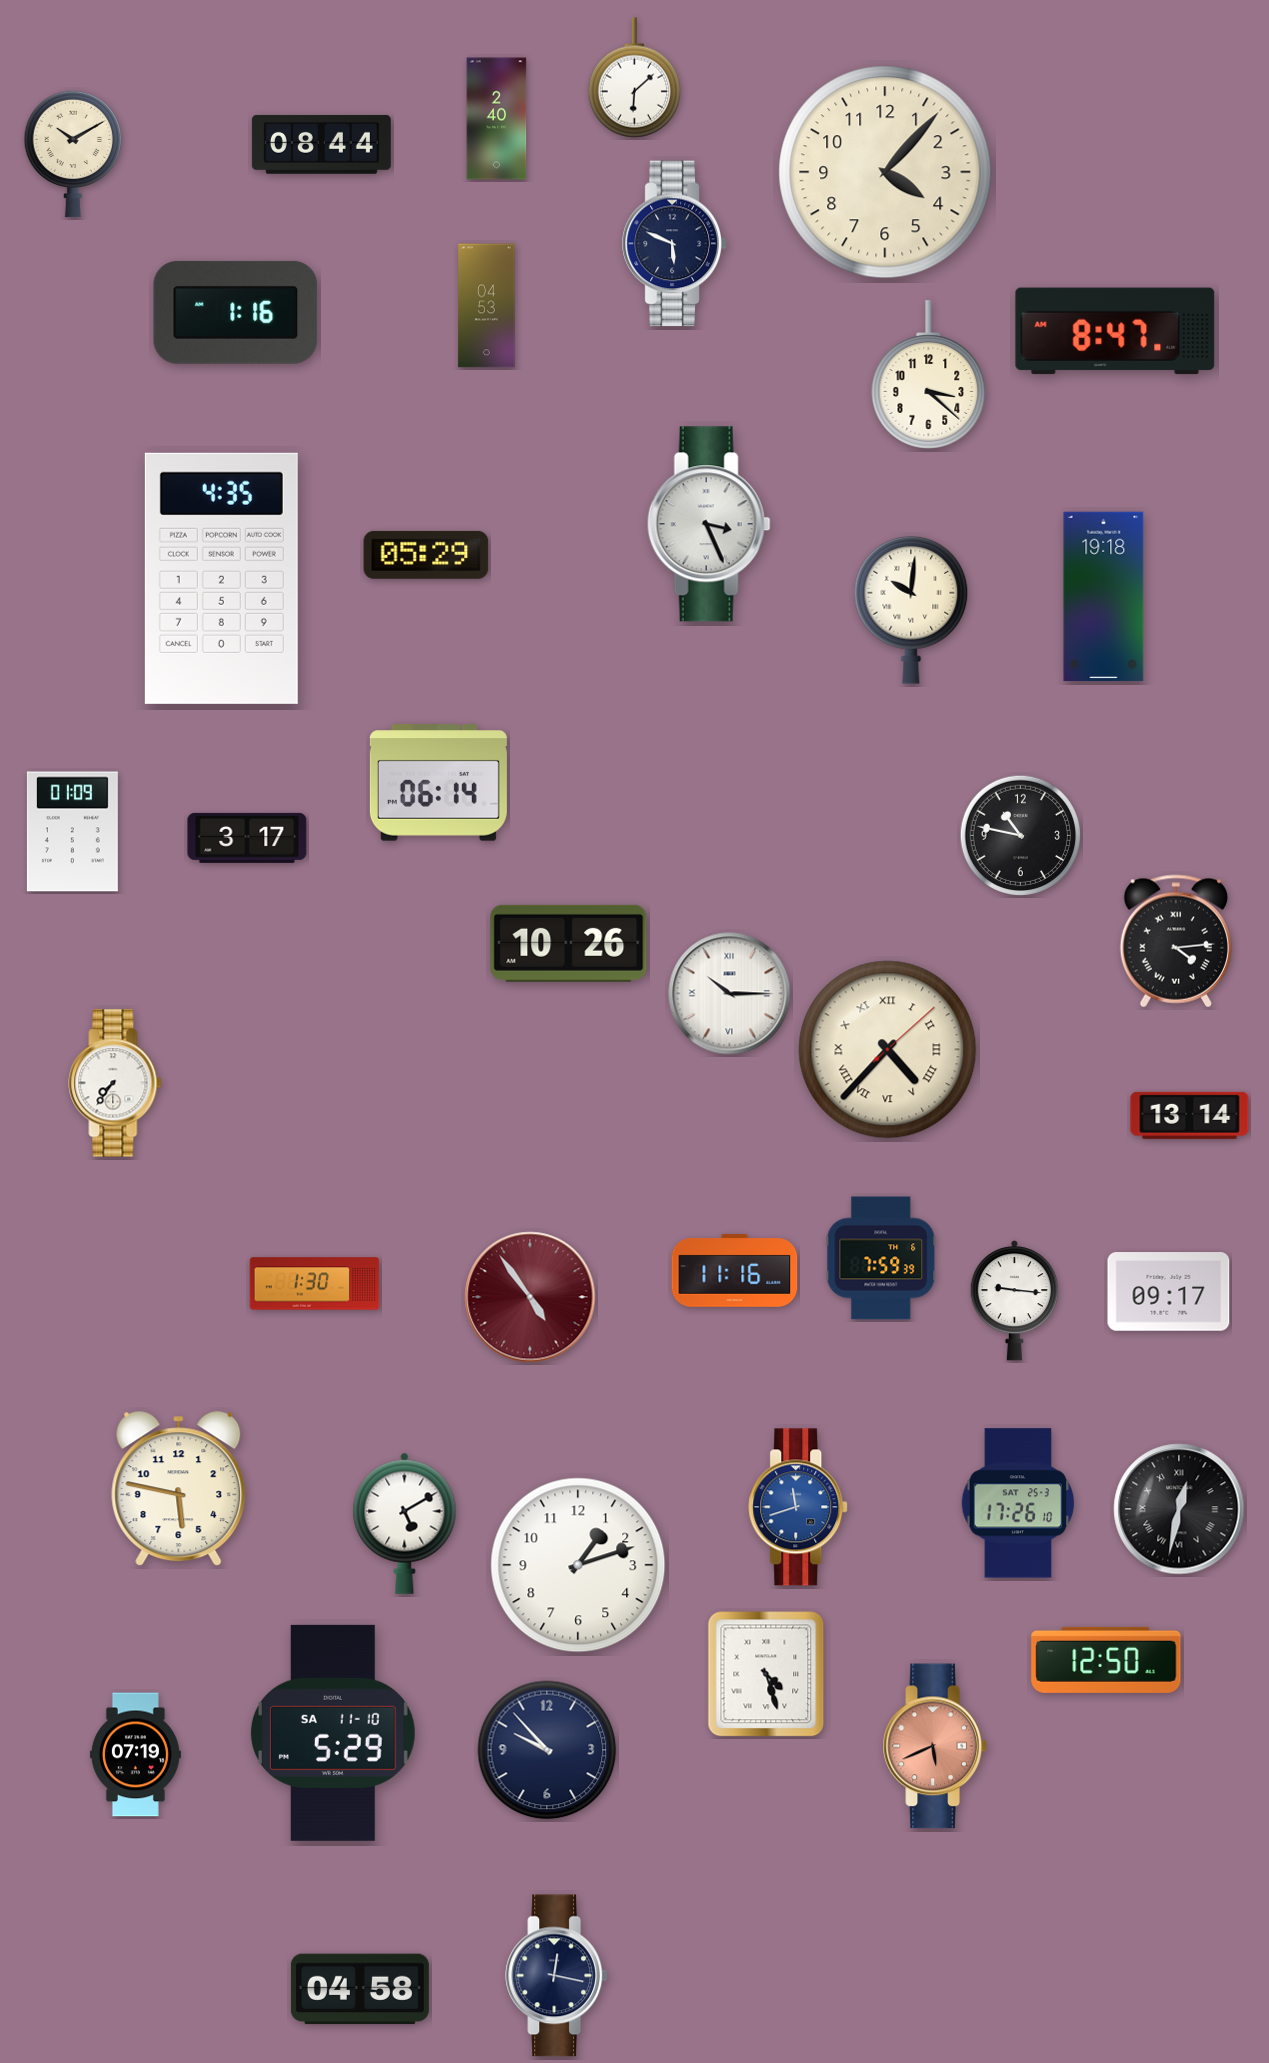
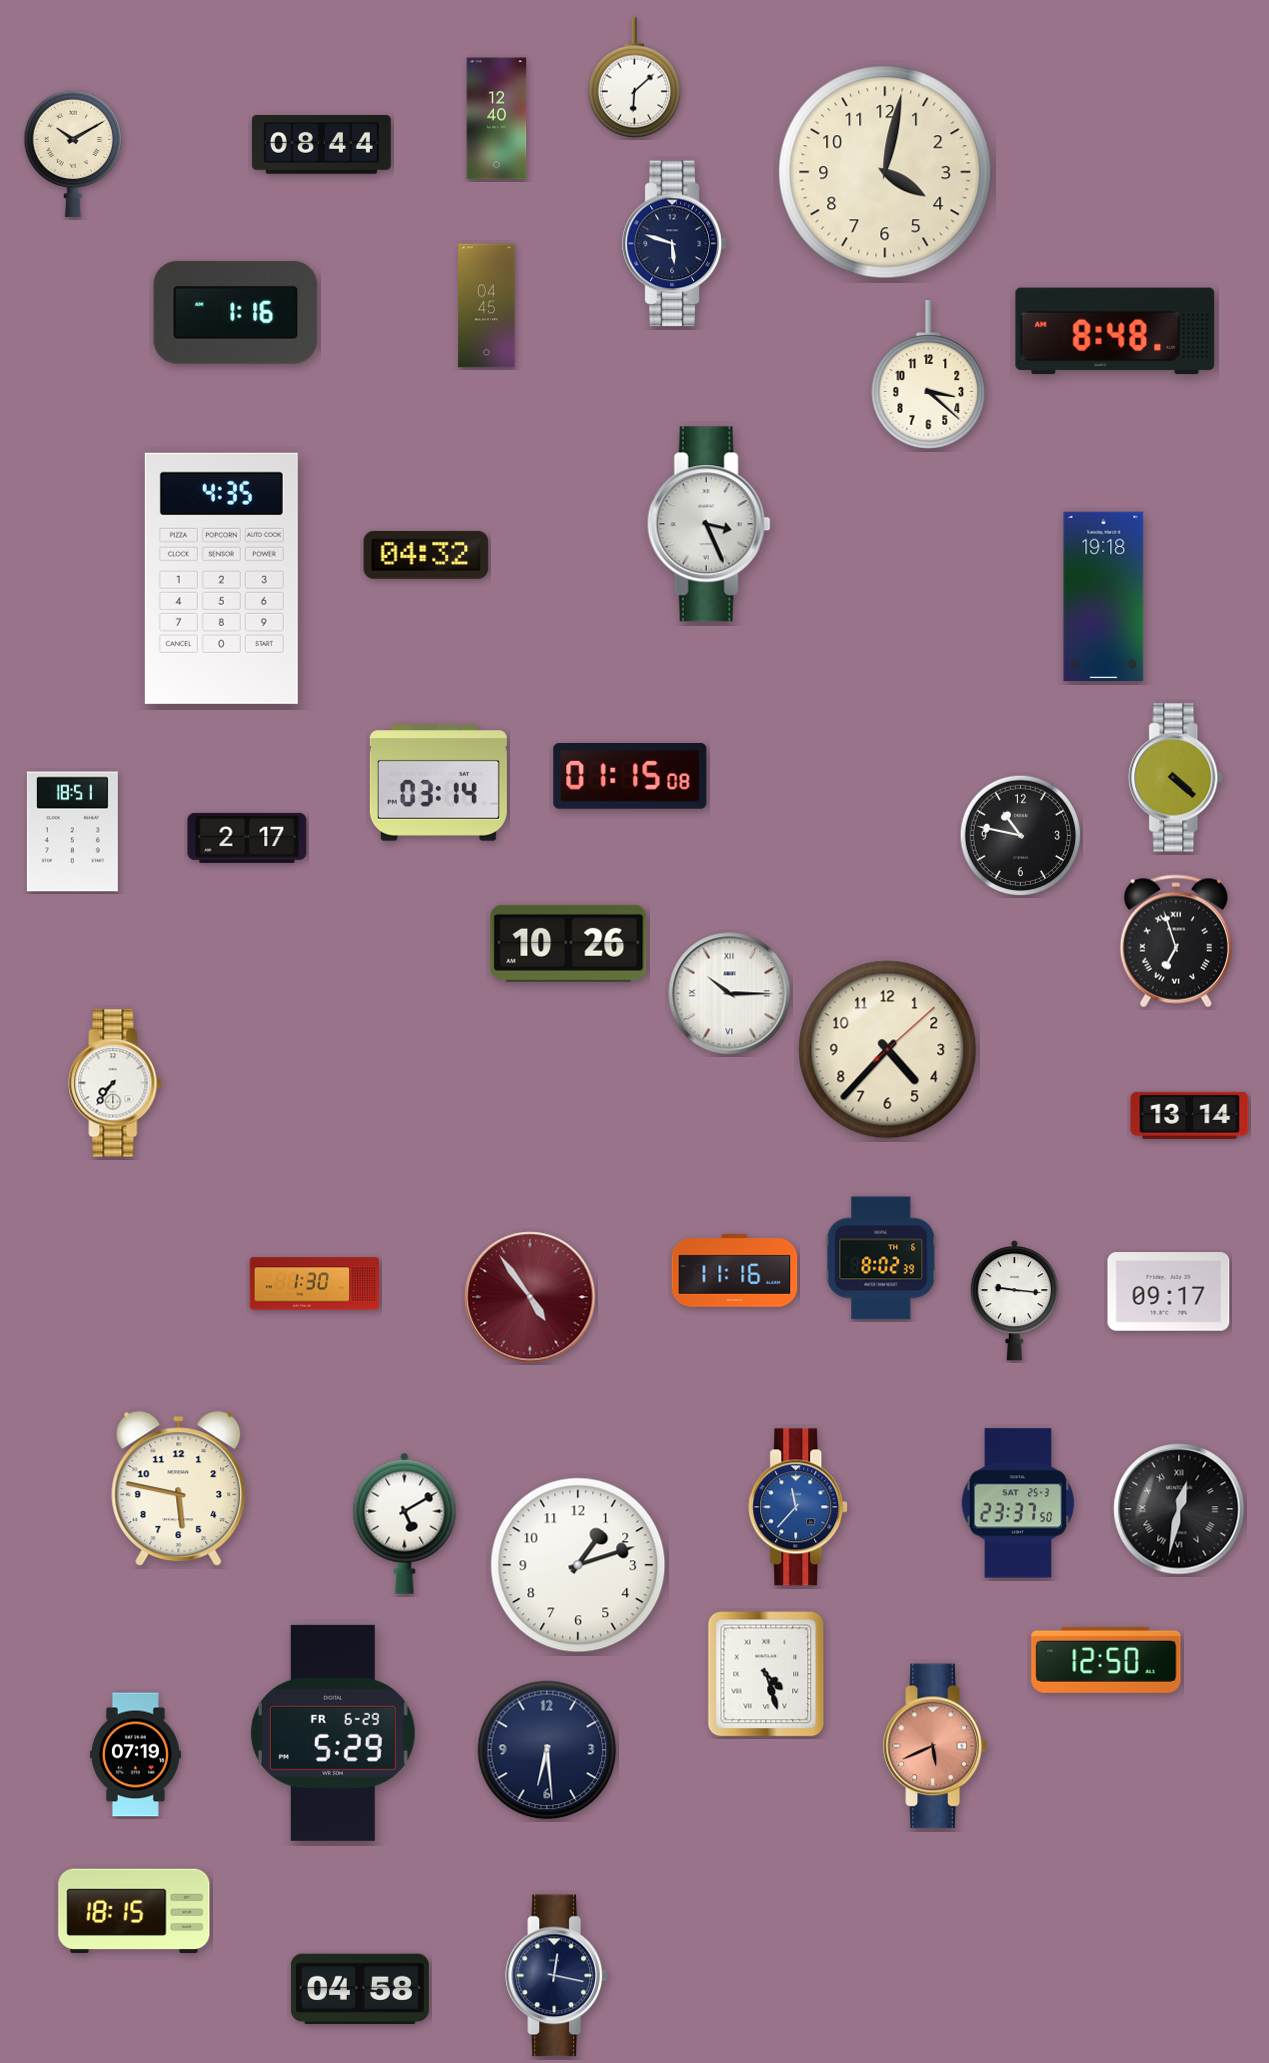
clock at (497, 119): 2:40 -> 12:40
clock at (885, 172): 4:07 -> 4:02
clock at (675, 244): 5:49 -> 5:48
clock at (487, 306): 04:53 -> 04:45
clock at (1115, 331): 8:47 -> 8:48
clock at (426, 555): 05:29 -> 04:32
clock at (911, 610): 10:01 -> none
clock at (630, 777): none -> 01:15
clock at (1176, 778): none -> 4:22
clock at (438, 783): 06:14 -> 03:14
clock at (72, 832): 01:09 -> 18:51
clock at (247, 838): 3:17 -> 2:17
clock at (1176, 941): 4:14 -> 6:57
clock at (888, 1050) numerals: Roman -> Arabic
clock at (881, 1258): 7:59 -> 8:02
clock at (1018, 1503): 17:26 -> 23:37
clock at (799, 1507): 11:42 -> 11:37
clock at (333, 1733) date: SA 11-10 -> FR 6-29
clock at (547, 1750): 9:53 -> 6:29
clock at (134, 1910): none -> 18:15
